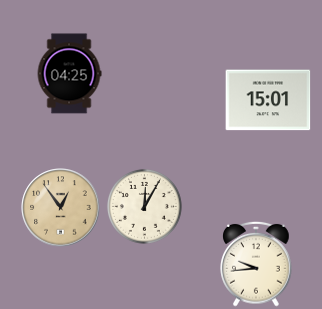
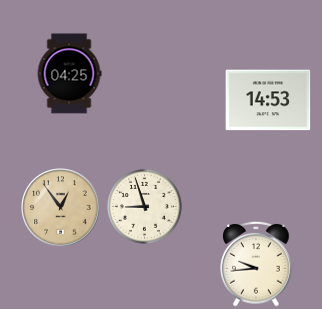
clock at (268, 100): 15:01 -> 14:53
clock at (144, 206): 12:05 -> 8:57
